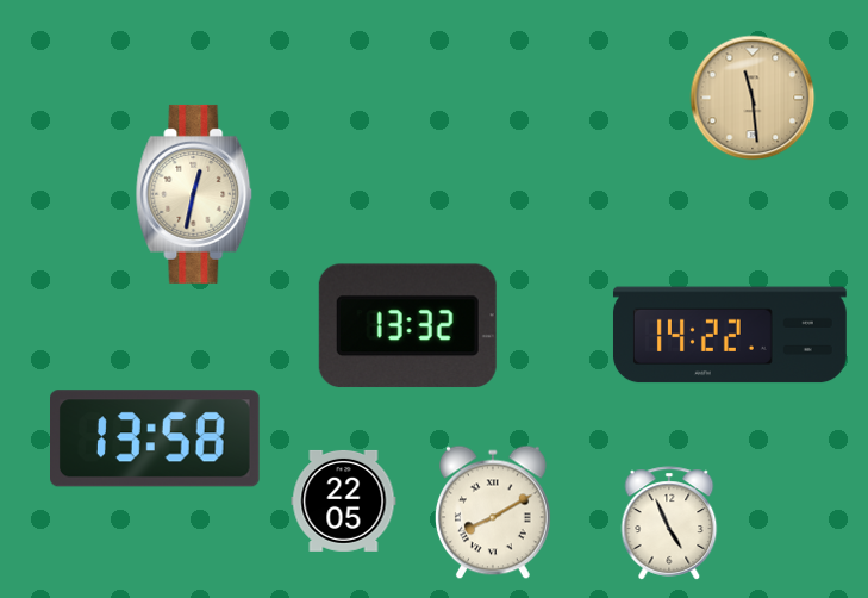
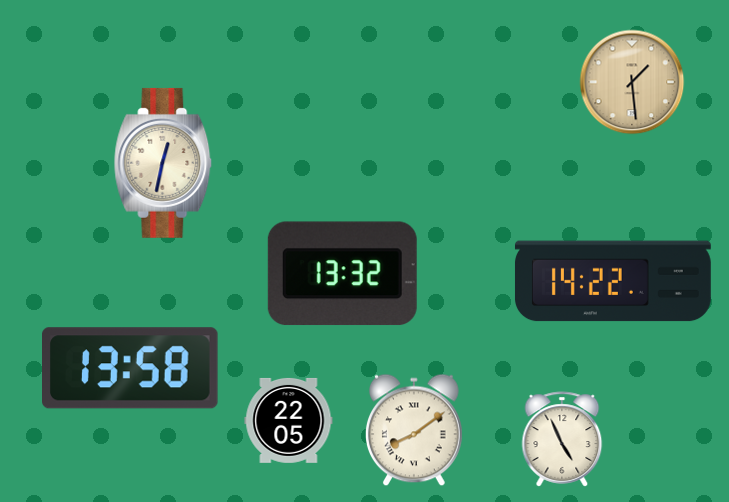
clock at (753, 98): 11:29 -> 1:29
clock at (493, 512): 8:10 -> 8:09
